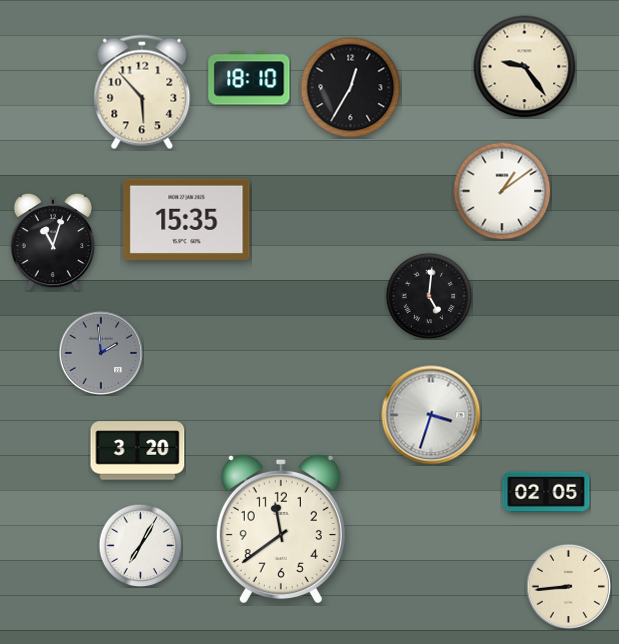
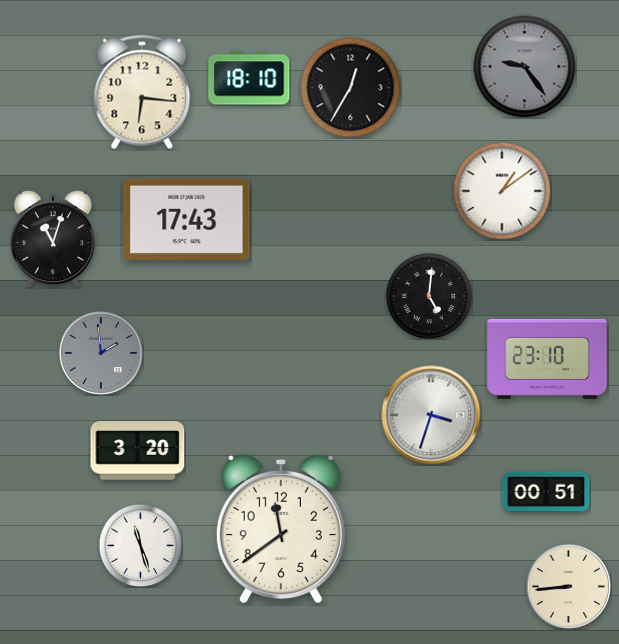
clock at (525, 67) dial: cream -> grey
clock at (142, 92): 5:53 -> 6:16
clock at (187, 219): 15:35 -> 17:43
clock at (53, 242) position: (53, 242) -> (53, 239)
clock at (547, 359): none -> 23:10
clock at (546, 491): 02:05 -> 00:51
clock at (140, 545): 7:05 -> 11:27
